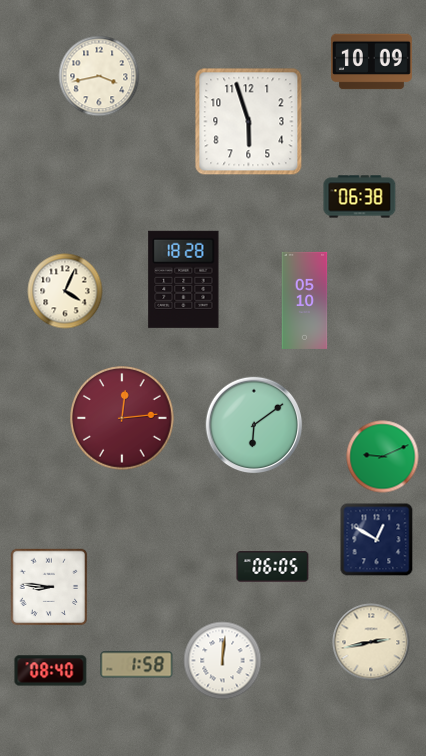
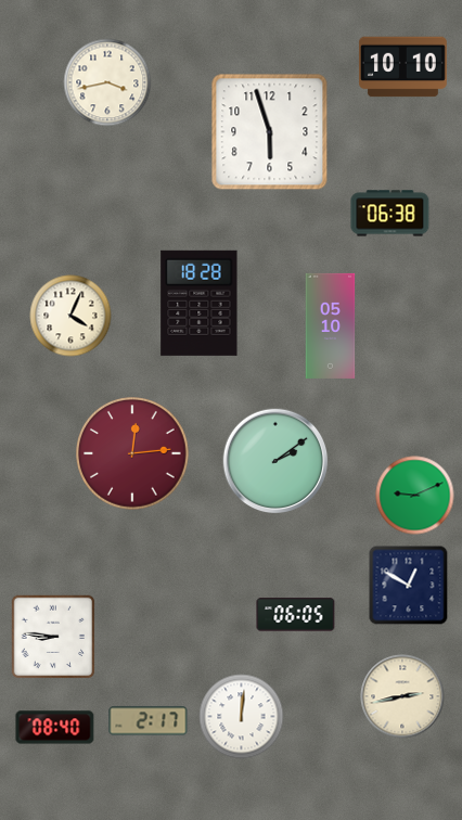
clock at (371, 62): 10:09 -> 10:10
clock at (254, 425): 6:09 -> 2:09
clock at (137, 665): 1:58 -> 2:17
